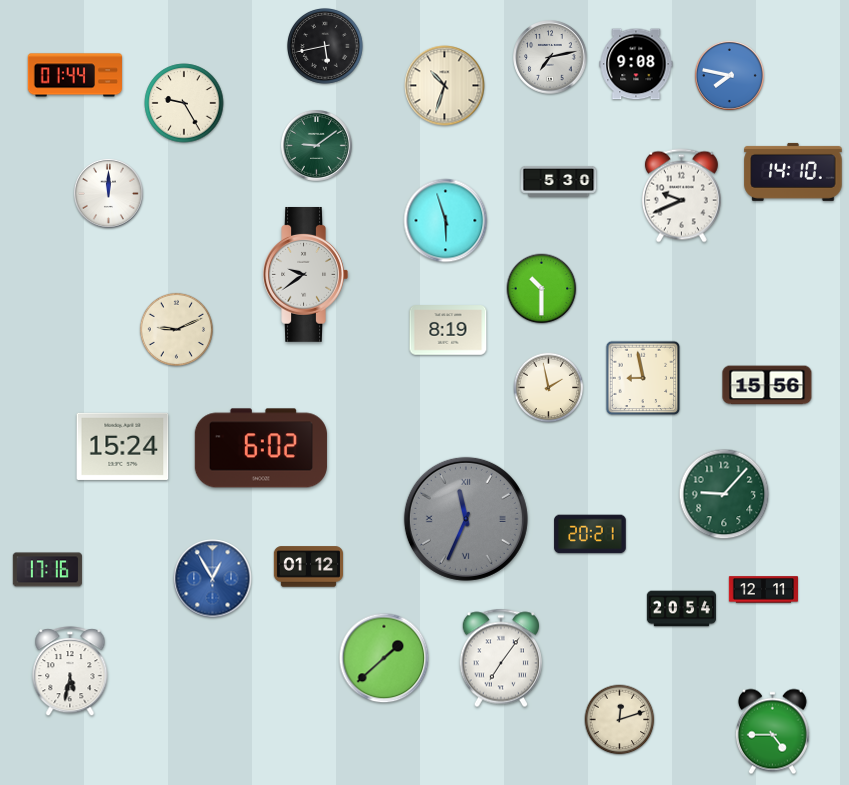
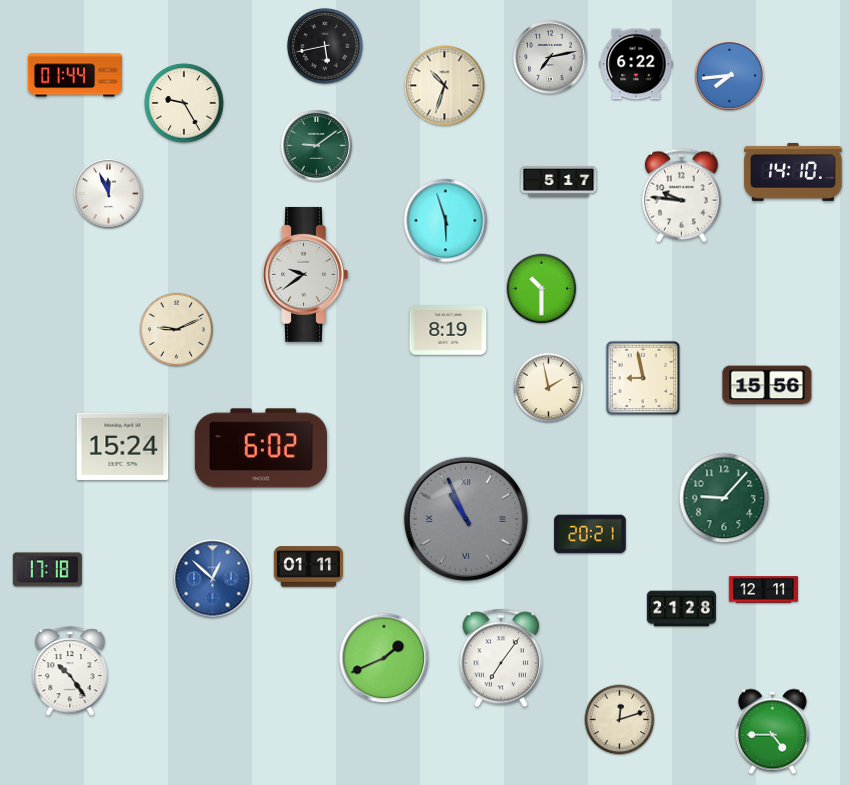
clock at (636, 64): 9:08 -> 6:22
clock at (729, 75): 7:47 -> 7:44
clock at (559, 181): 5:30 -> 5:17
clock at (108, 193): 12:00 -> 11:56
clock at (681, 196): 9:41 -> 9:46
clock at (724, 494) position: (724, 494) -> (724, 498)
clock at (466, 519): 11:34 -> 10:56
clock at (308, 567): 01:12 -> 01:11
clock at (47, 570): 17:16 -> 17:18
clock at (213, 579): 12:55 -> 12:52
clock at (681, 609): 20:54 -> 21:28
clock at (384, 658): 1:38 -> 1:41
clock at (70, 672): 5:32 -> 10:24
